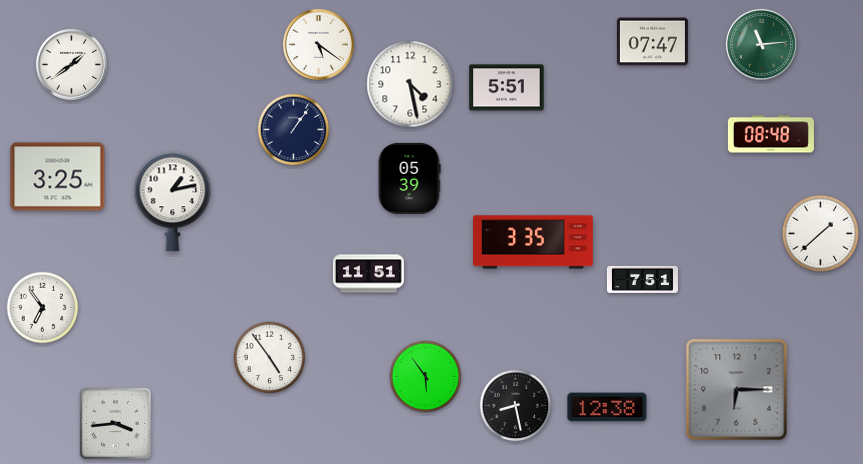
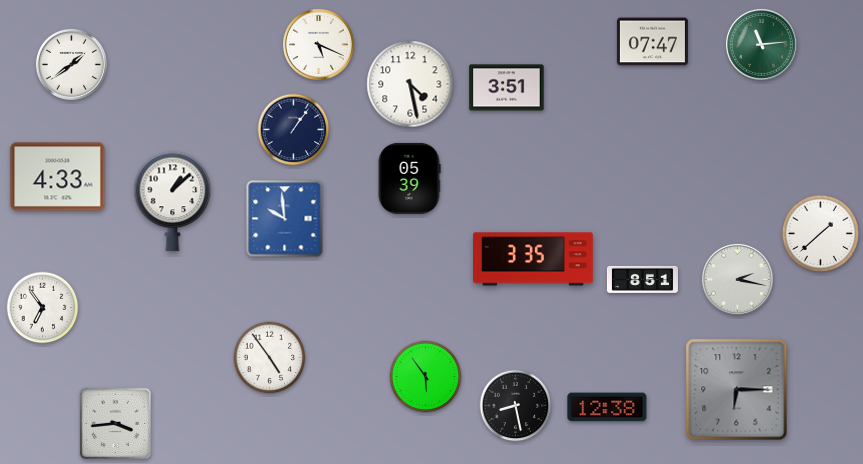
clock at (318, 44): 5:21 -> 5:19
clock at (507, 88): 5:51 -> 3:51
clock at (771, 134): 08:48 -> none
clock at (58, 177): 3:25 -> 4:33
clock at (173, 202): 1:13 -> 1:08
clock at (285, 219): none -> 9:59
clock at (534, 242) position: (534, 242) -> (534, 259)
clock at (368, 274): 11:51 -> none
clock at (642, 279): 7:51 -> 8:51
clock at (737, 279): none -> 2:17
